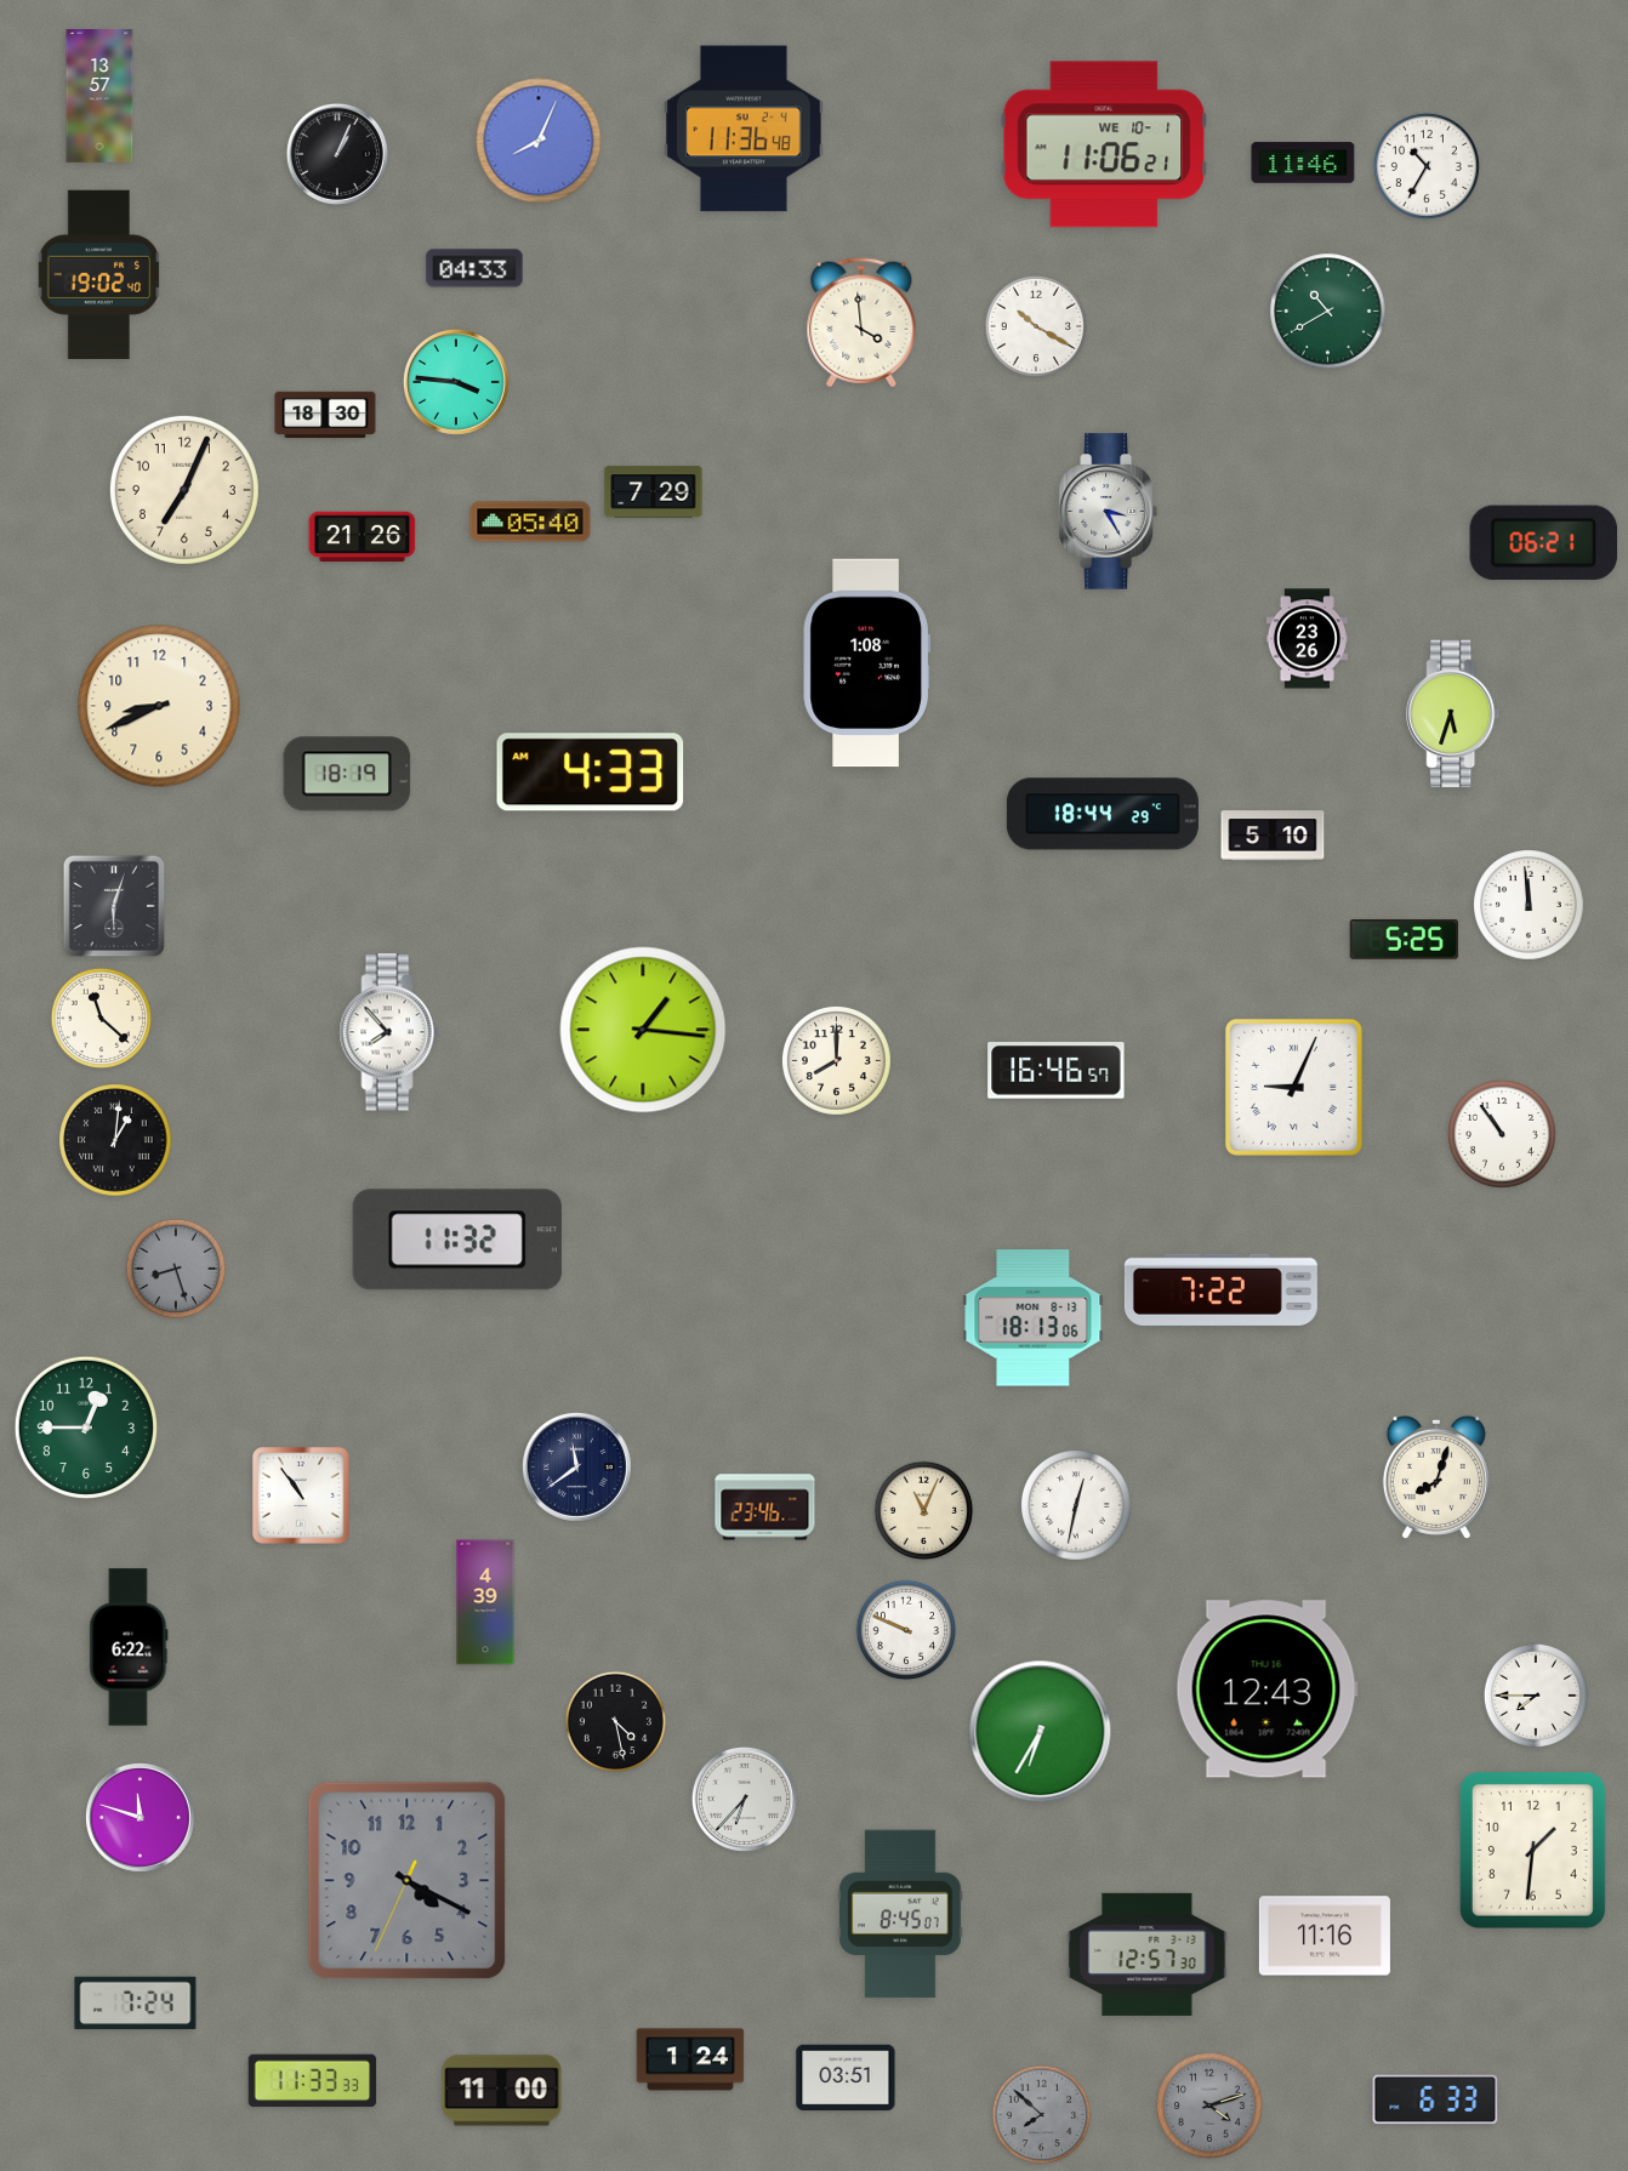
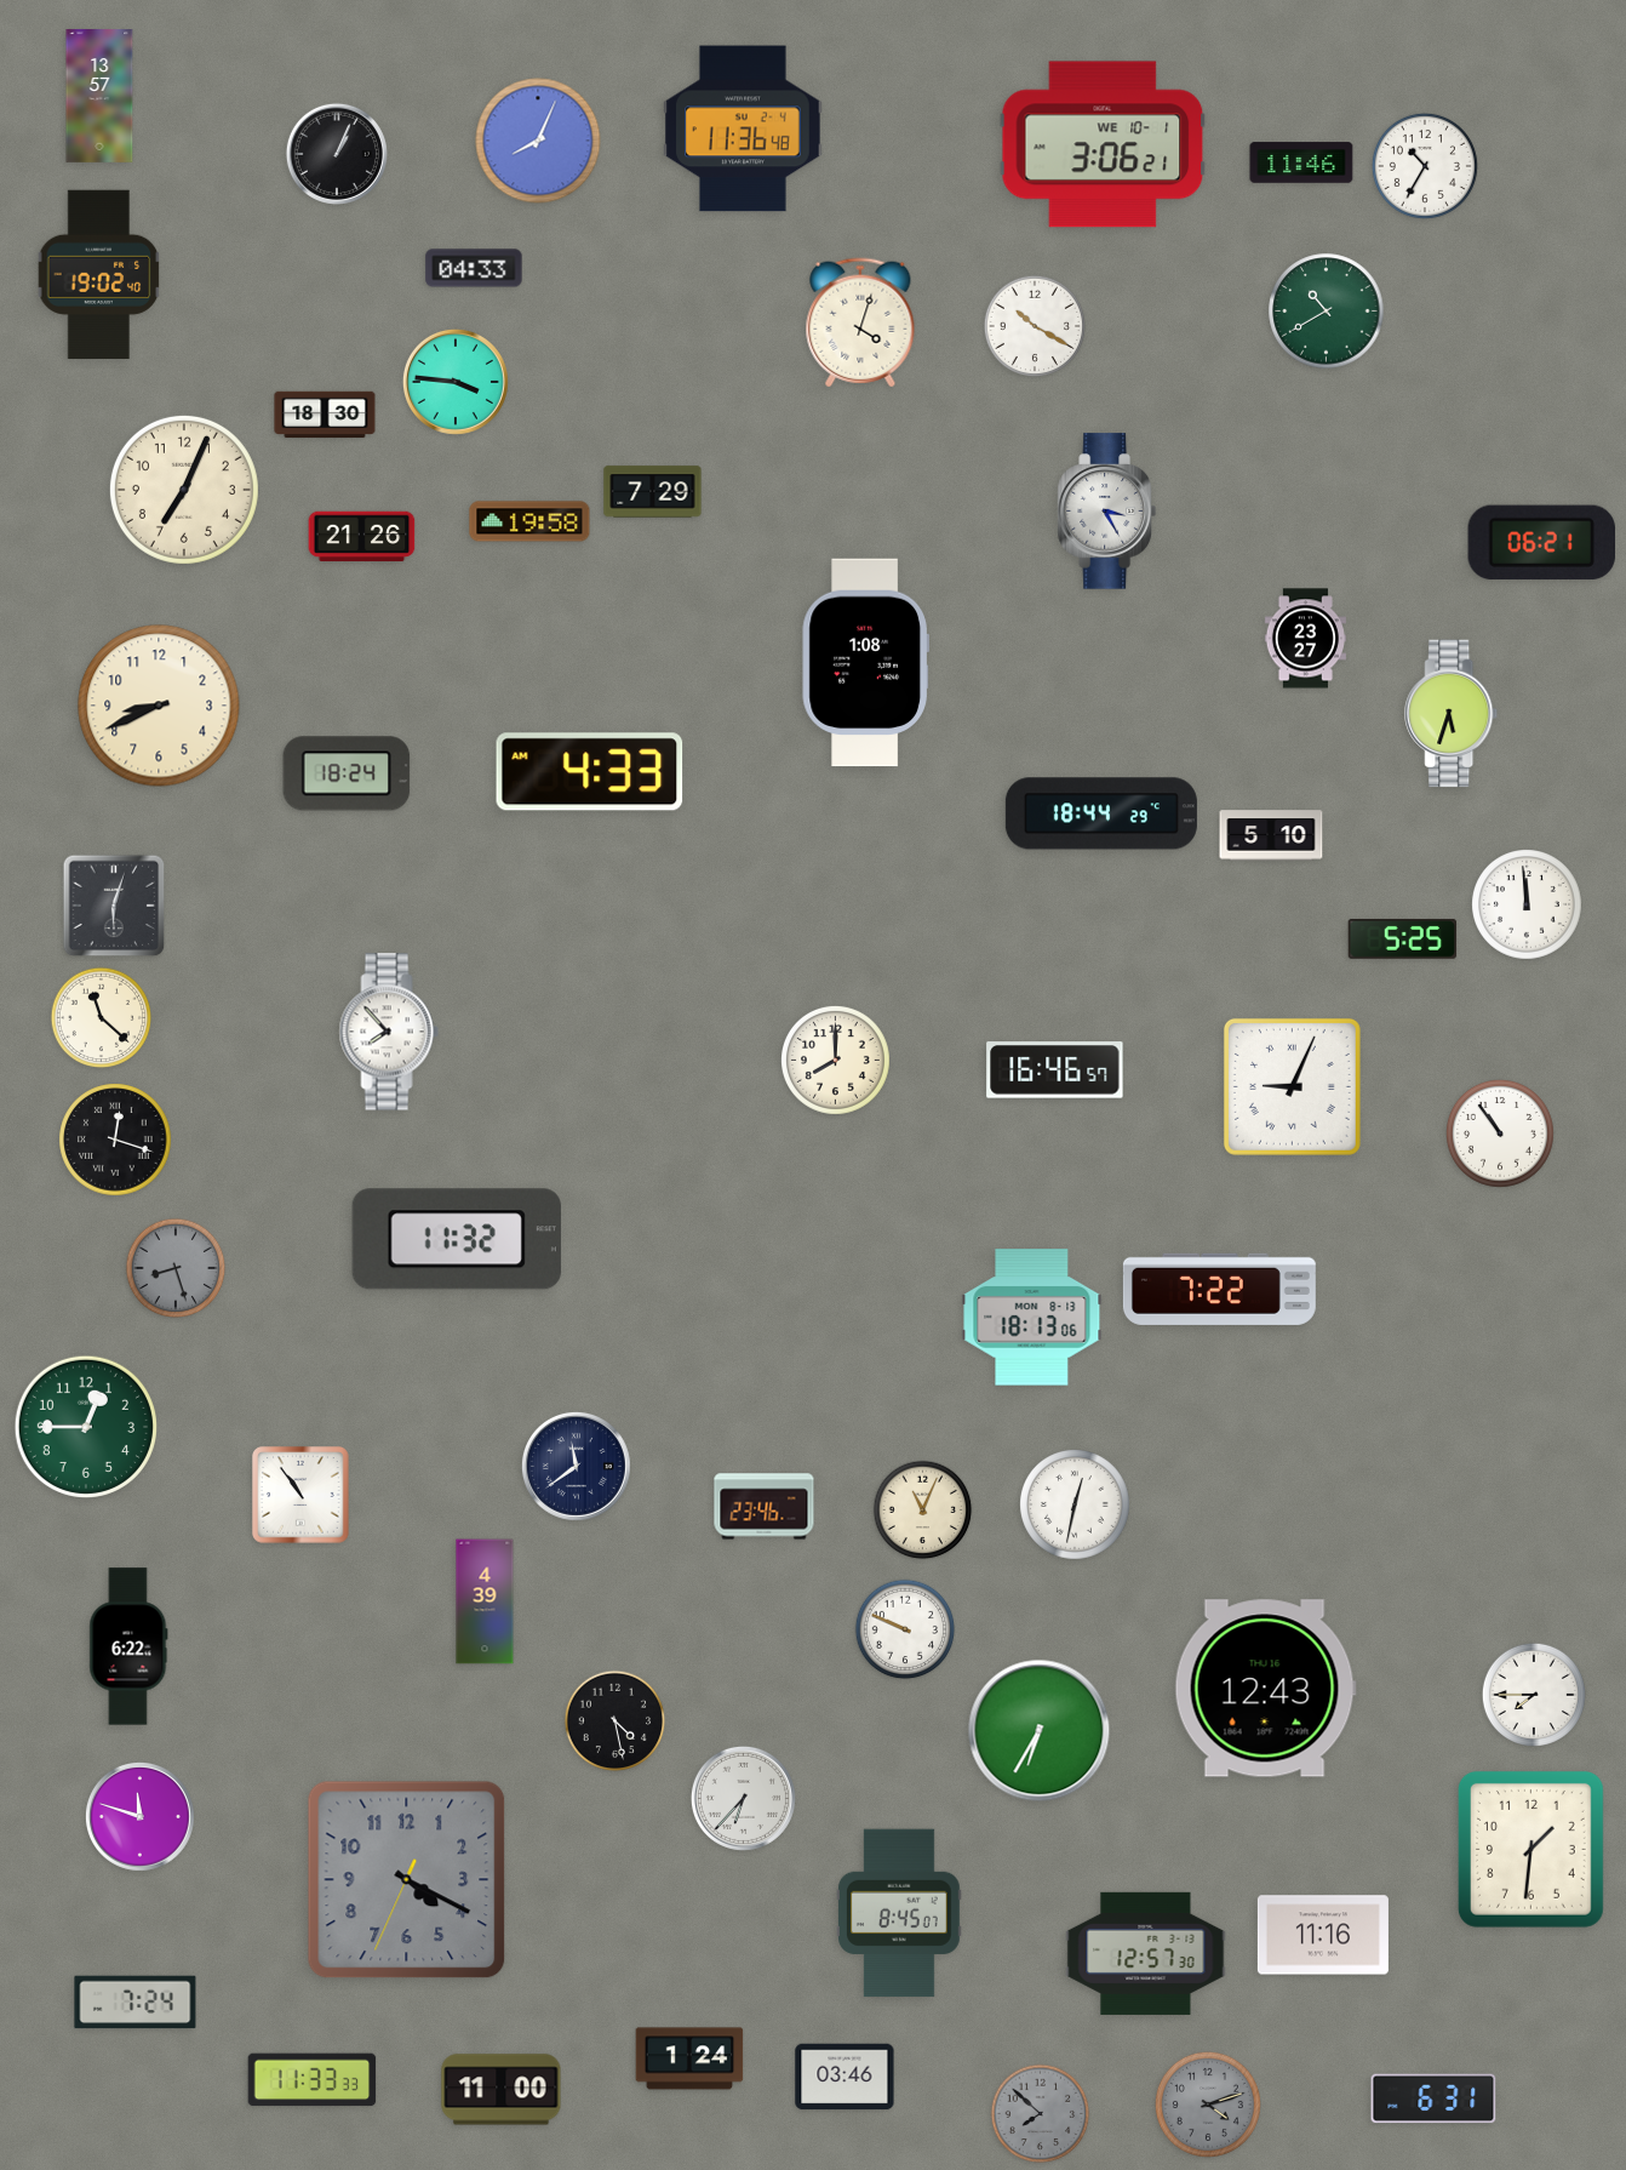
clock at (1104, 144): 11:06 -> 3:06
clock at (861, 323): 3:59 -> 4:03
clock at (530, 522): 05:40 -> 19:58
clock at (1307, 639): 23:26 -> 23:27
clock at (347, 774): 18:19 -> 18:24
clock at (643, 1030): 1:16 -> none
clock at (115, 1140): 1:01 -> 12:18
clock at (1436, 1477): 8:03 -> none
clock at (846, 2078): 03:51 -> 03:46
clock at (1435, 2099): 6:33 -> 6:31
